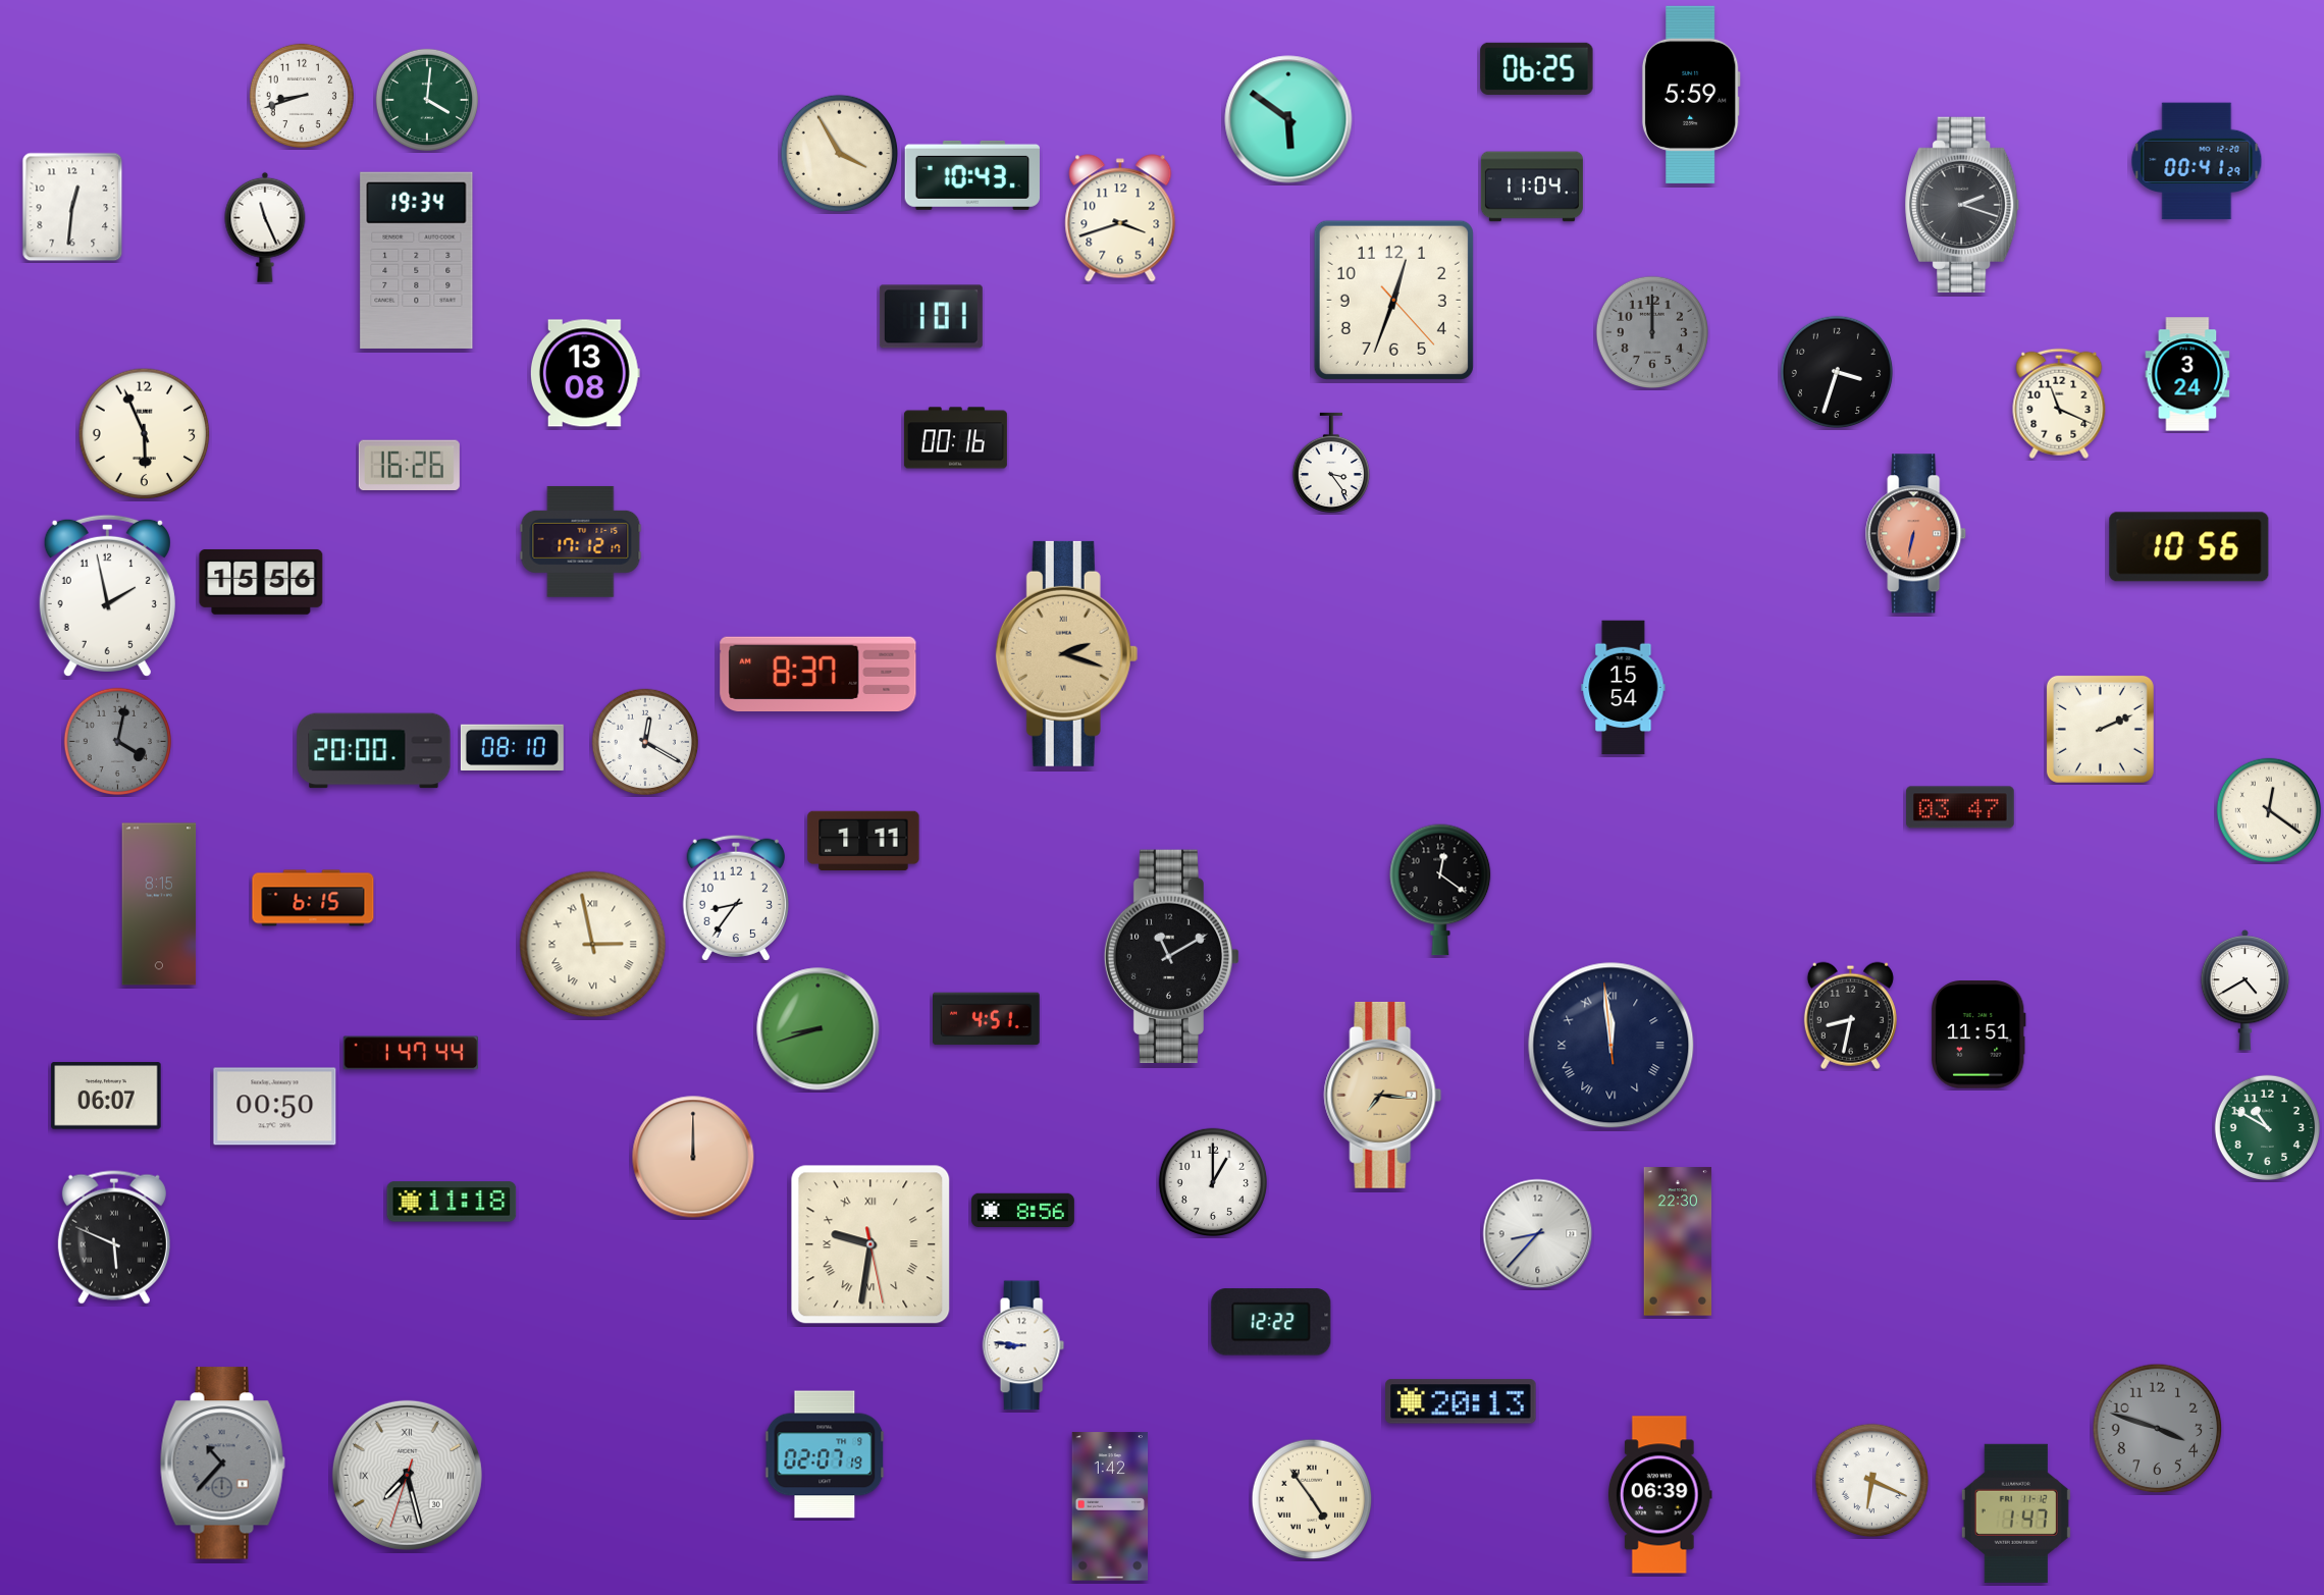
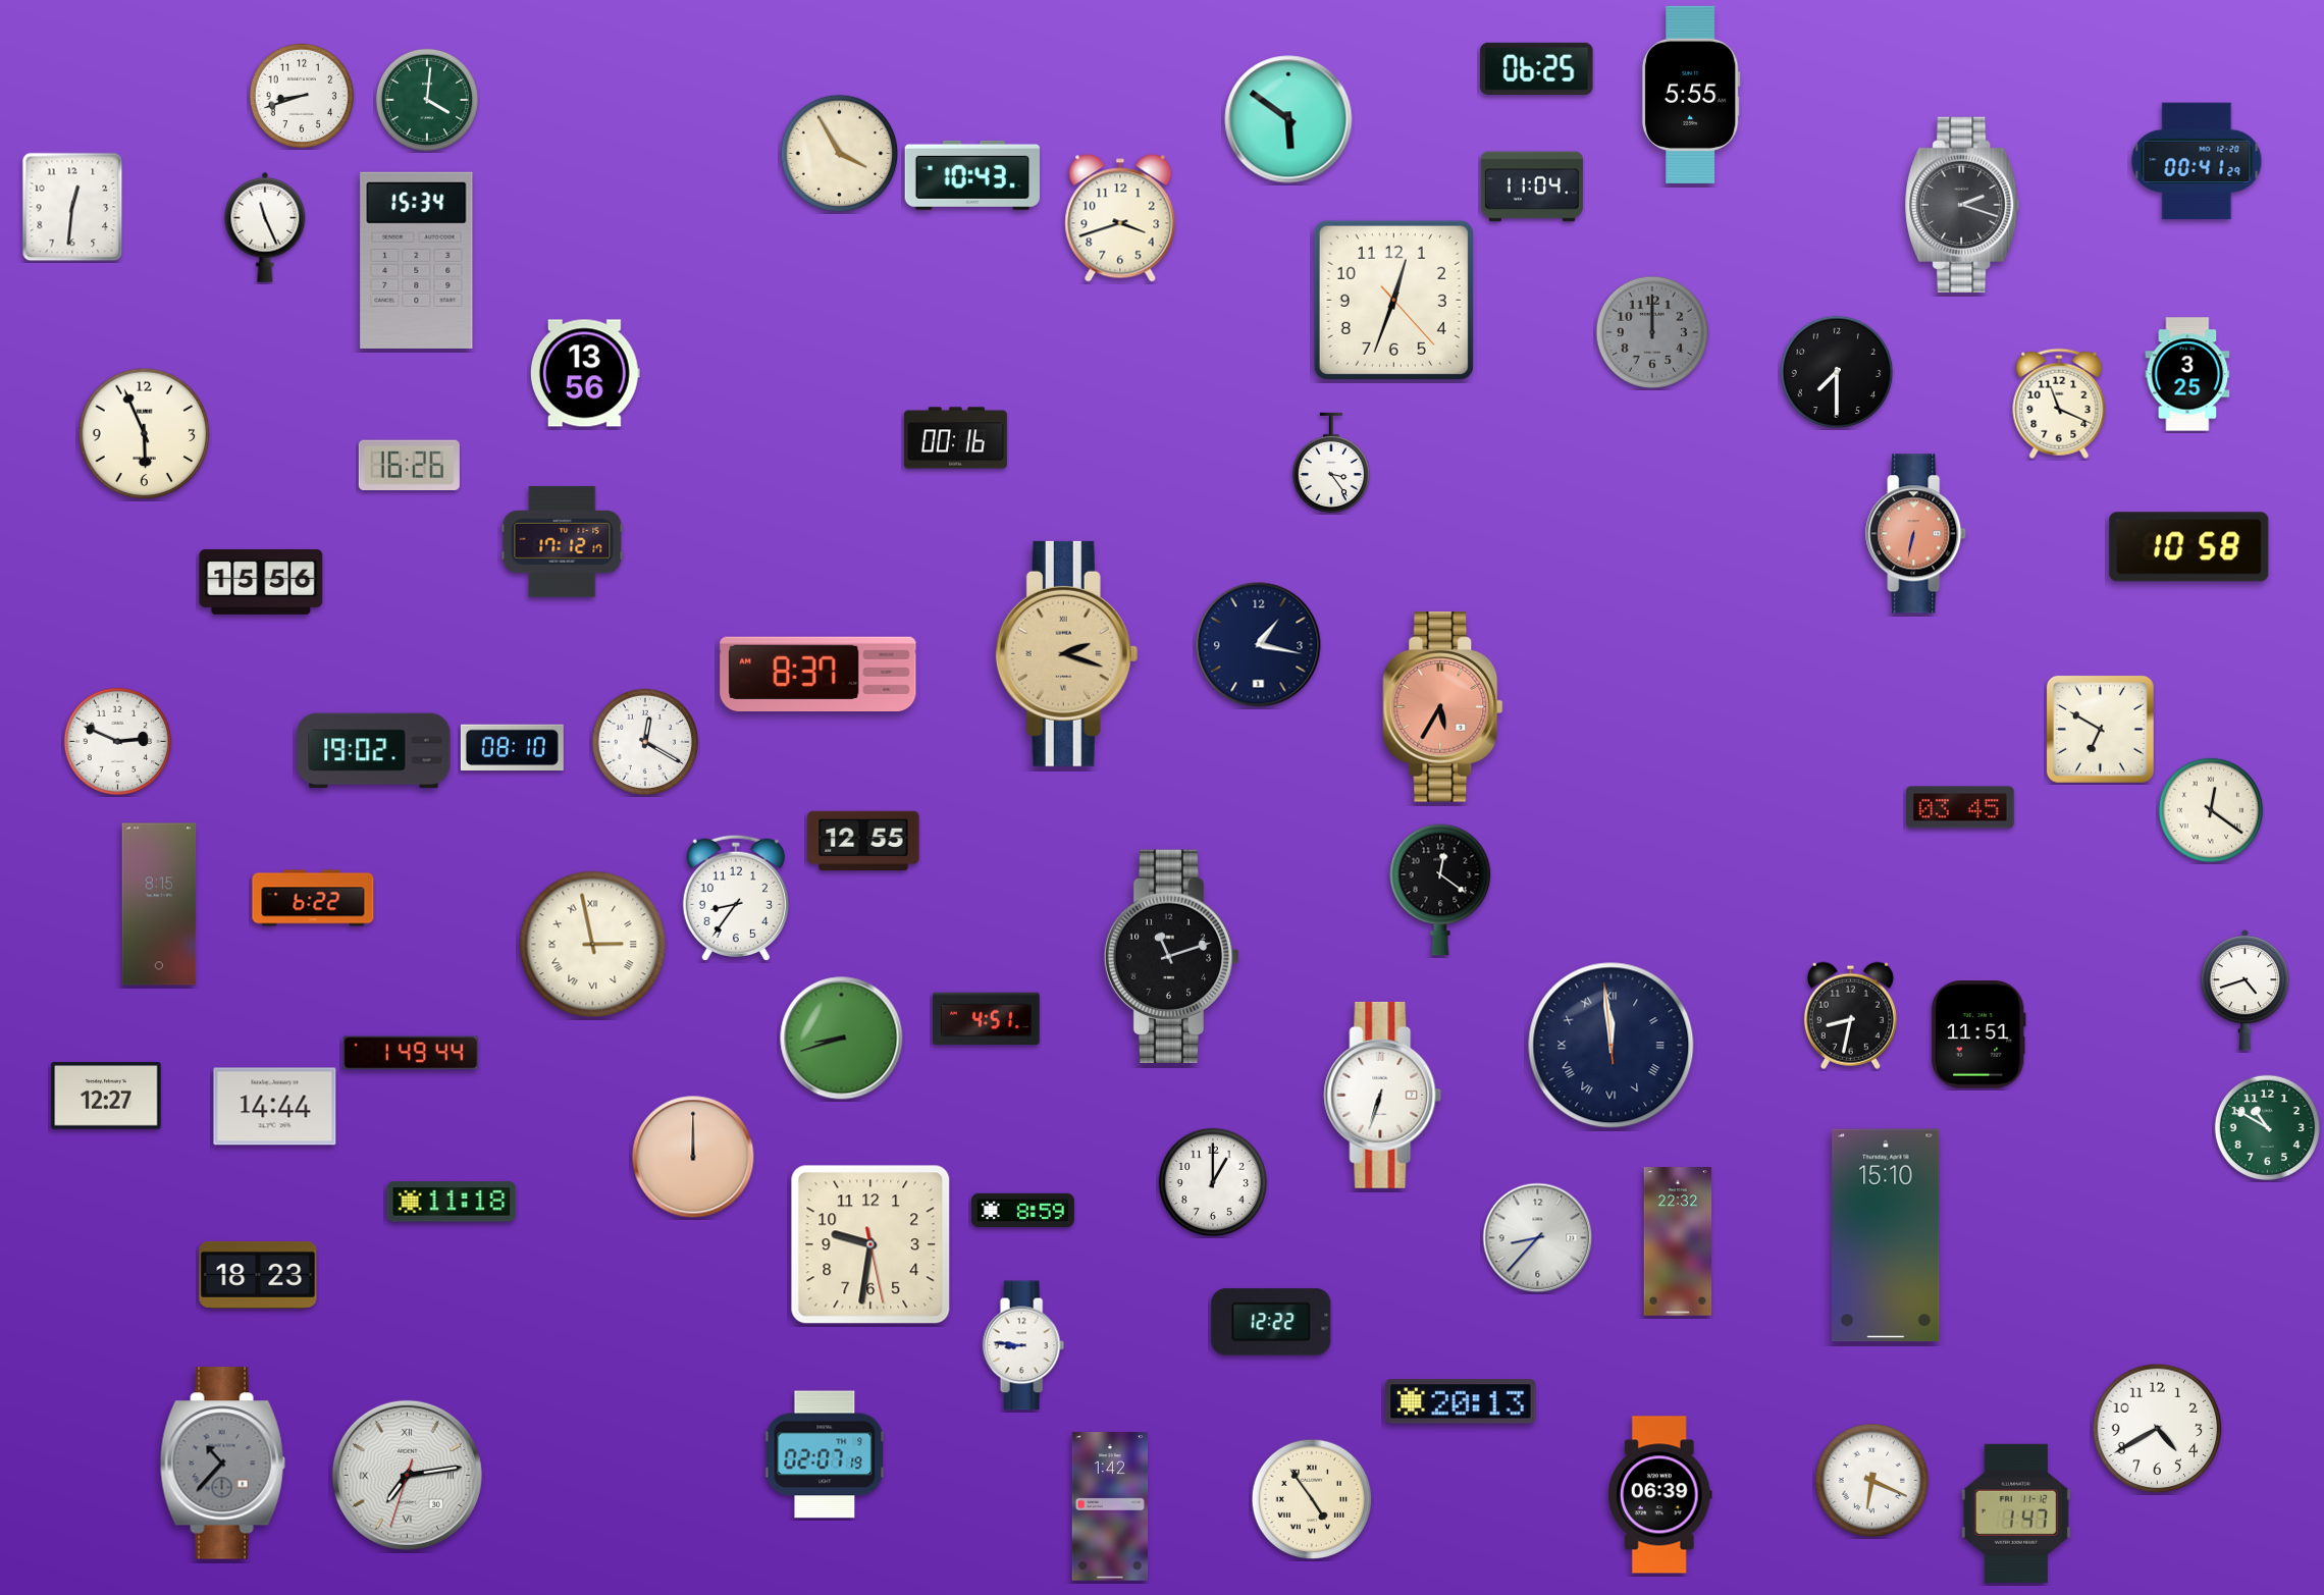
clock at (1691, 95): 5:59 -> 5:55
clock at (417, 260): 19:34 -> 15:34
clock at (931, 317): 1:01 -> none
clock at (1837, 372): 3:33 -> 7:30
clock at (585, 373): 13:08 -> 13:56
clock at (2187, 374): 3:24 -> 3:25
clock at (581, 541) position: (581, 541) -> (563, 541)
clock at (2189, 547): 10:56 -> 10:58
clock at (107, 595): 1:58 -> none
clock at (1259, 645): none -> 1:17
clock at (1624, 688): 15:54 -> none
clock at (1443, 707): none -> 5:35
clock at (2100, 729): 2:11 -> 6:50
clock at (117, 741): 4:02 -> 2:49
clock at (117, 741) dial: grey -> white
clock at (374, 751): 20:00 -> 19:02
clock at (1960, 807): 03:47 -> 03:45
clock at (2268, 809) position: (2268, 809) -> (2210, 809)
clock at (863, 840): 1:11 -> 12:55
clock at (313, 898): 6:15 -> 6:22
clock at (1172, 956): 11:10 -> 11:12
clock at (2246, 990): 4:40 -> 4:42
clock at (818, 1029) position: (818, 1029) -> (842, 1039)
clock at (411, 1053): 1:47 -> 1:49
clock at (1383, 1095): 7:16 -> 6:33
clock at (1383, 1095) dial: champagne -> white
clock at (106, 1096): 06:07 -> 12:27
clock at (275, 1107): 00:50 -> 14:44
clock at (1022, 1210): 8:56 -> 8:59
clock at (1538, 1234) position: (1538, 1234) -> (1538, 1238)
clock at (1886, 1235): none -> 15:10
clock at (114, 1237): 5:49 -> none
clock at (1678, 1241): 22:30 -> 22:32
clock at (870, 1244) numerals: Roman -> Arabic
clock at (258, 1275): none -> 18:23
clock at (2158, 1429): 3:48 -> 4:40
clock at (2158, 1429) dial: grey -> white
clock at (407, 1475): 7:27 -> 7:13
